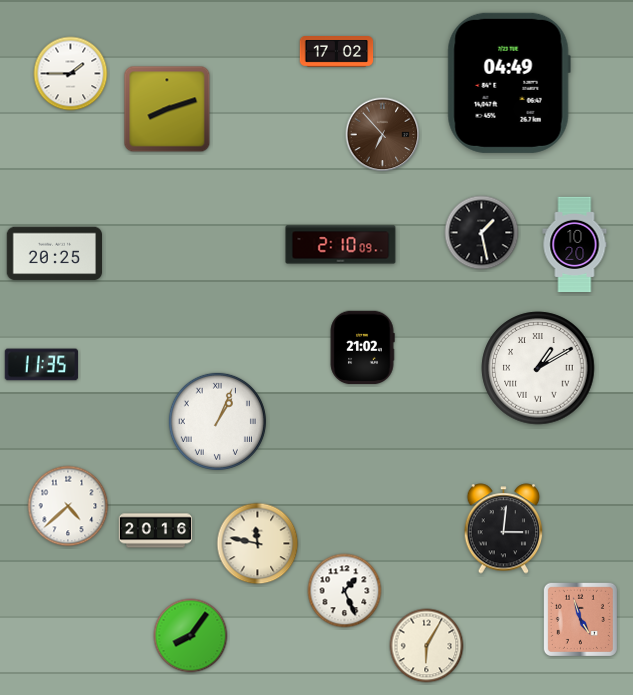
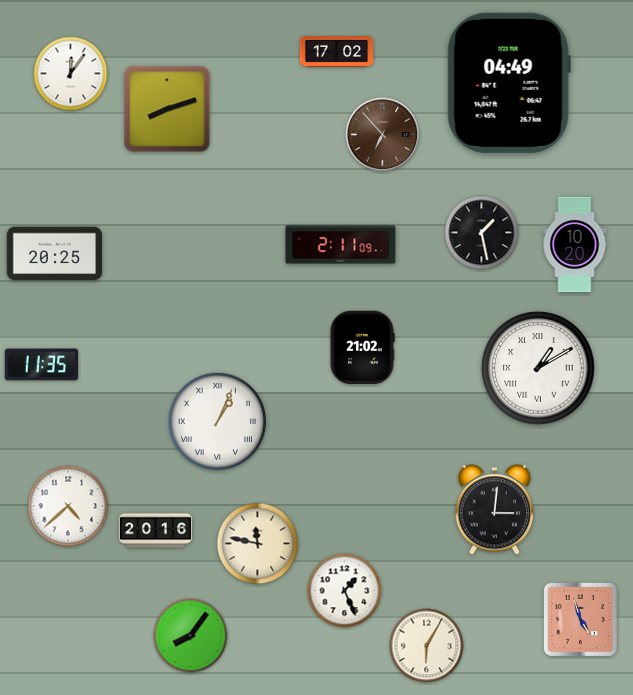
clock at (71, 74): 1:45 -> 12:06
clock at (341, 245): 2:10 -> 2:11
clock at (504, 529) position: (504, 529) -> (495, 510)
